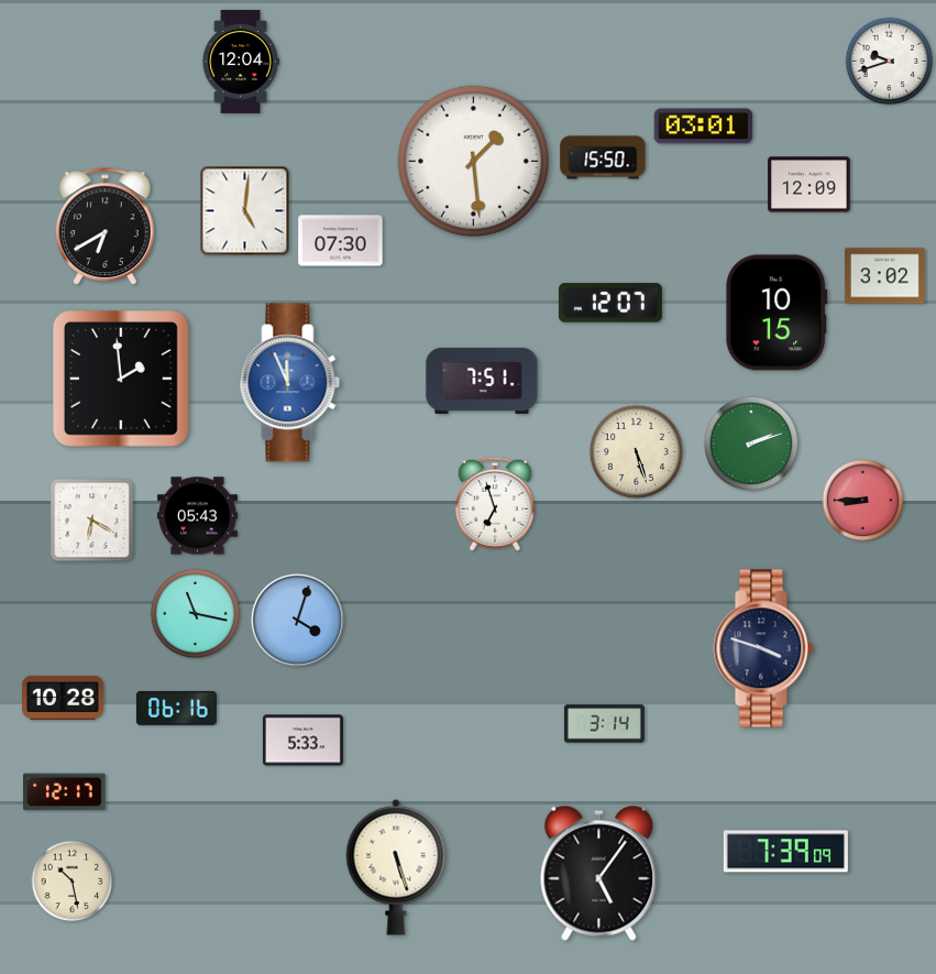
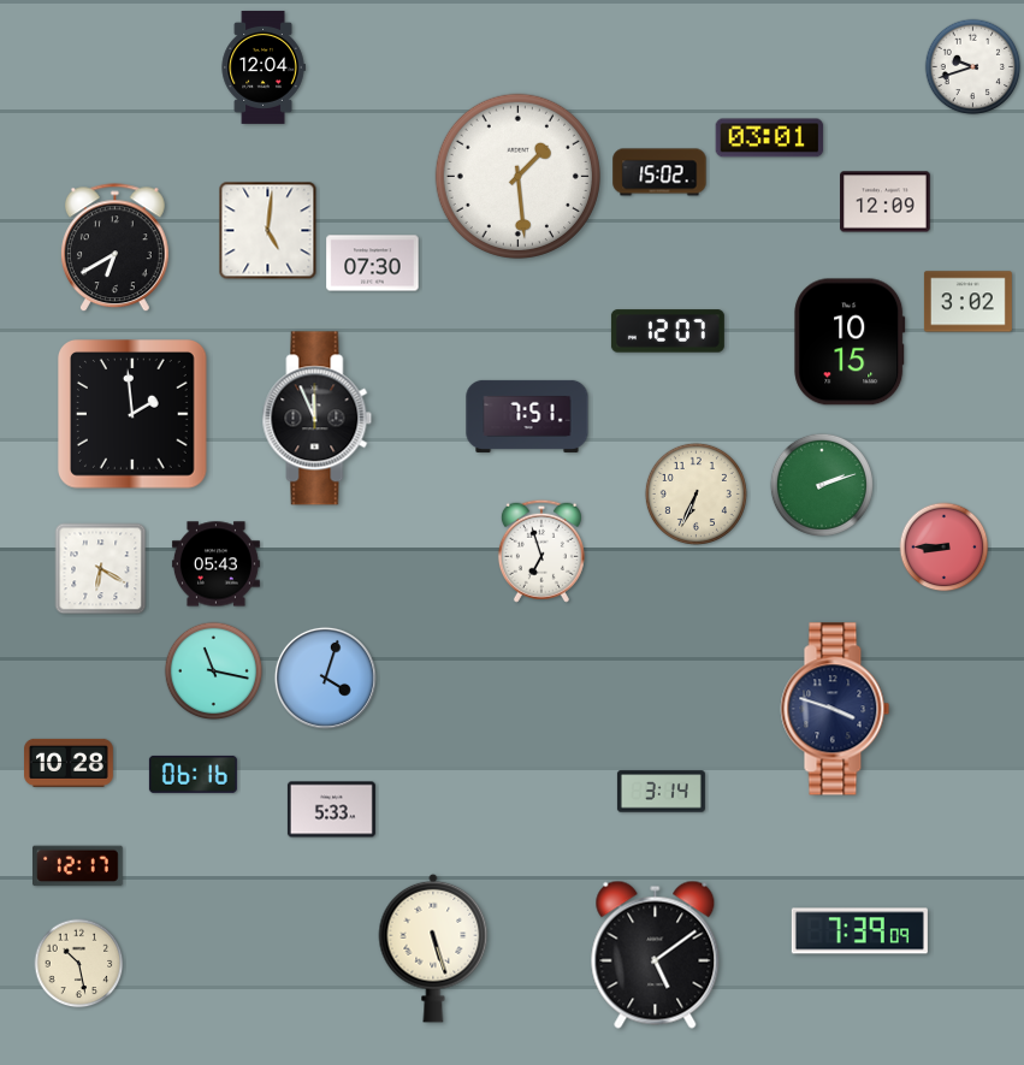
clock at (603, 157): 15:50 -> 15:02
clock at (290, 383) dial: blue -> black
clock at (636, 451): 5:27 -> 6:34
clock at (65, 792) position: (65, 792) -> (78, 866)
clock at (599, 873): 5:06 -> 5:09
